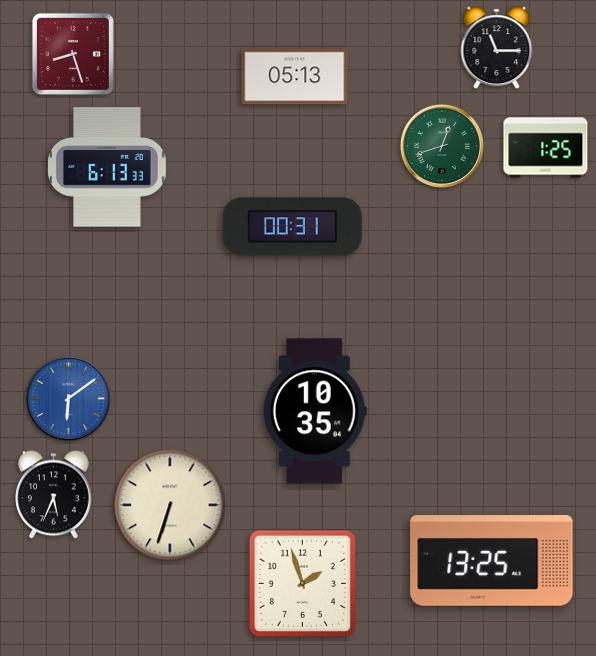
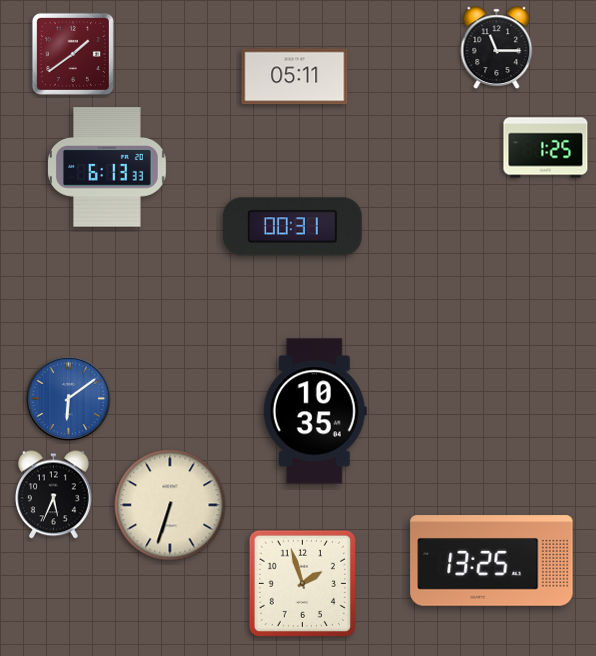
clock at (73, 54): 8:27 -> 1:39
clock at (295, 77): 05:13 -> 05:11
clock at (442, 146): 12:42 -> none
